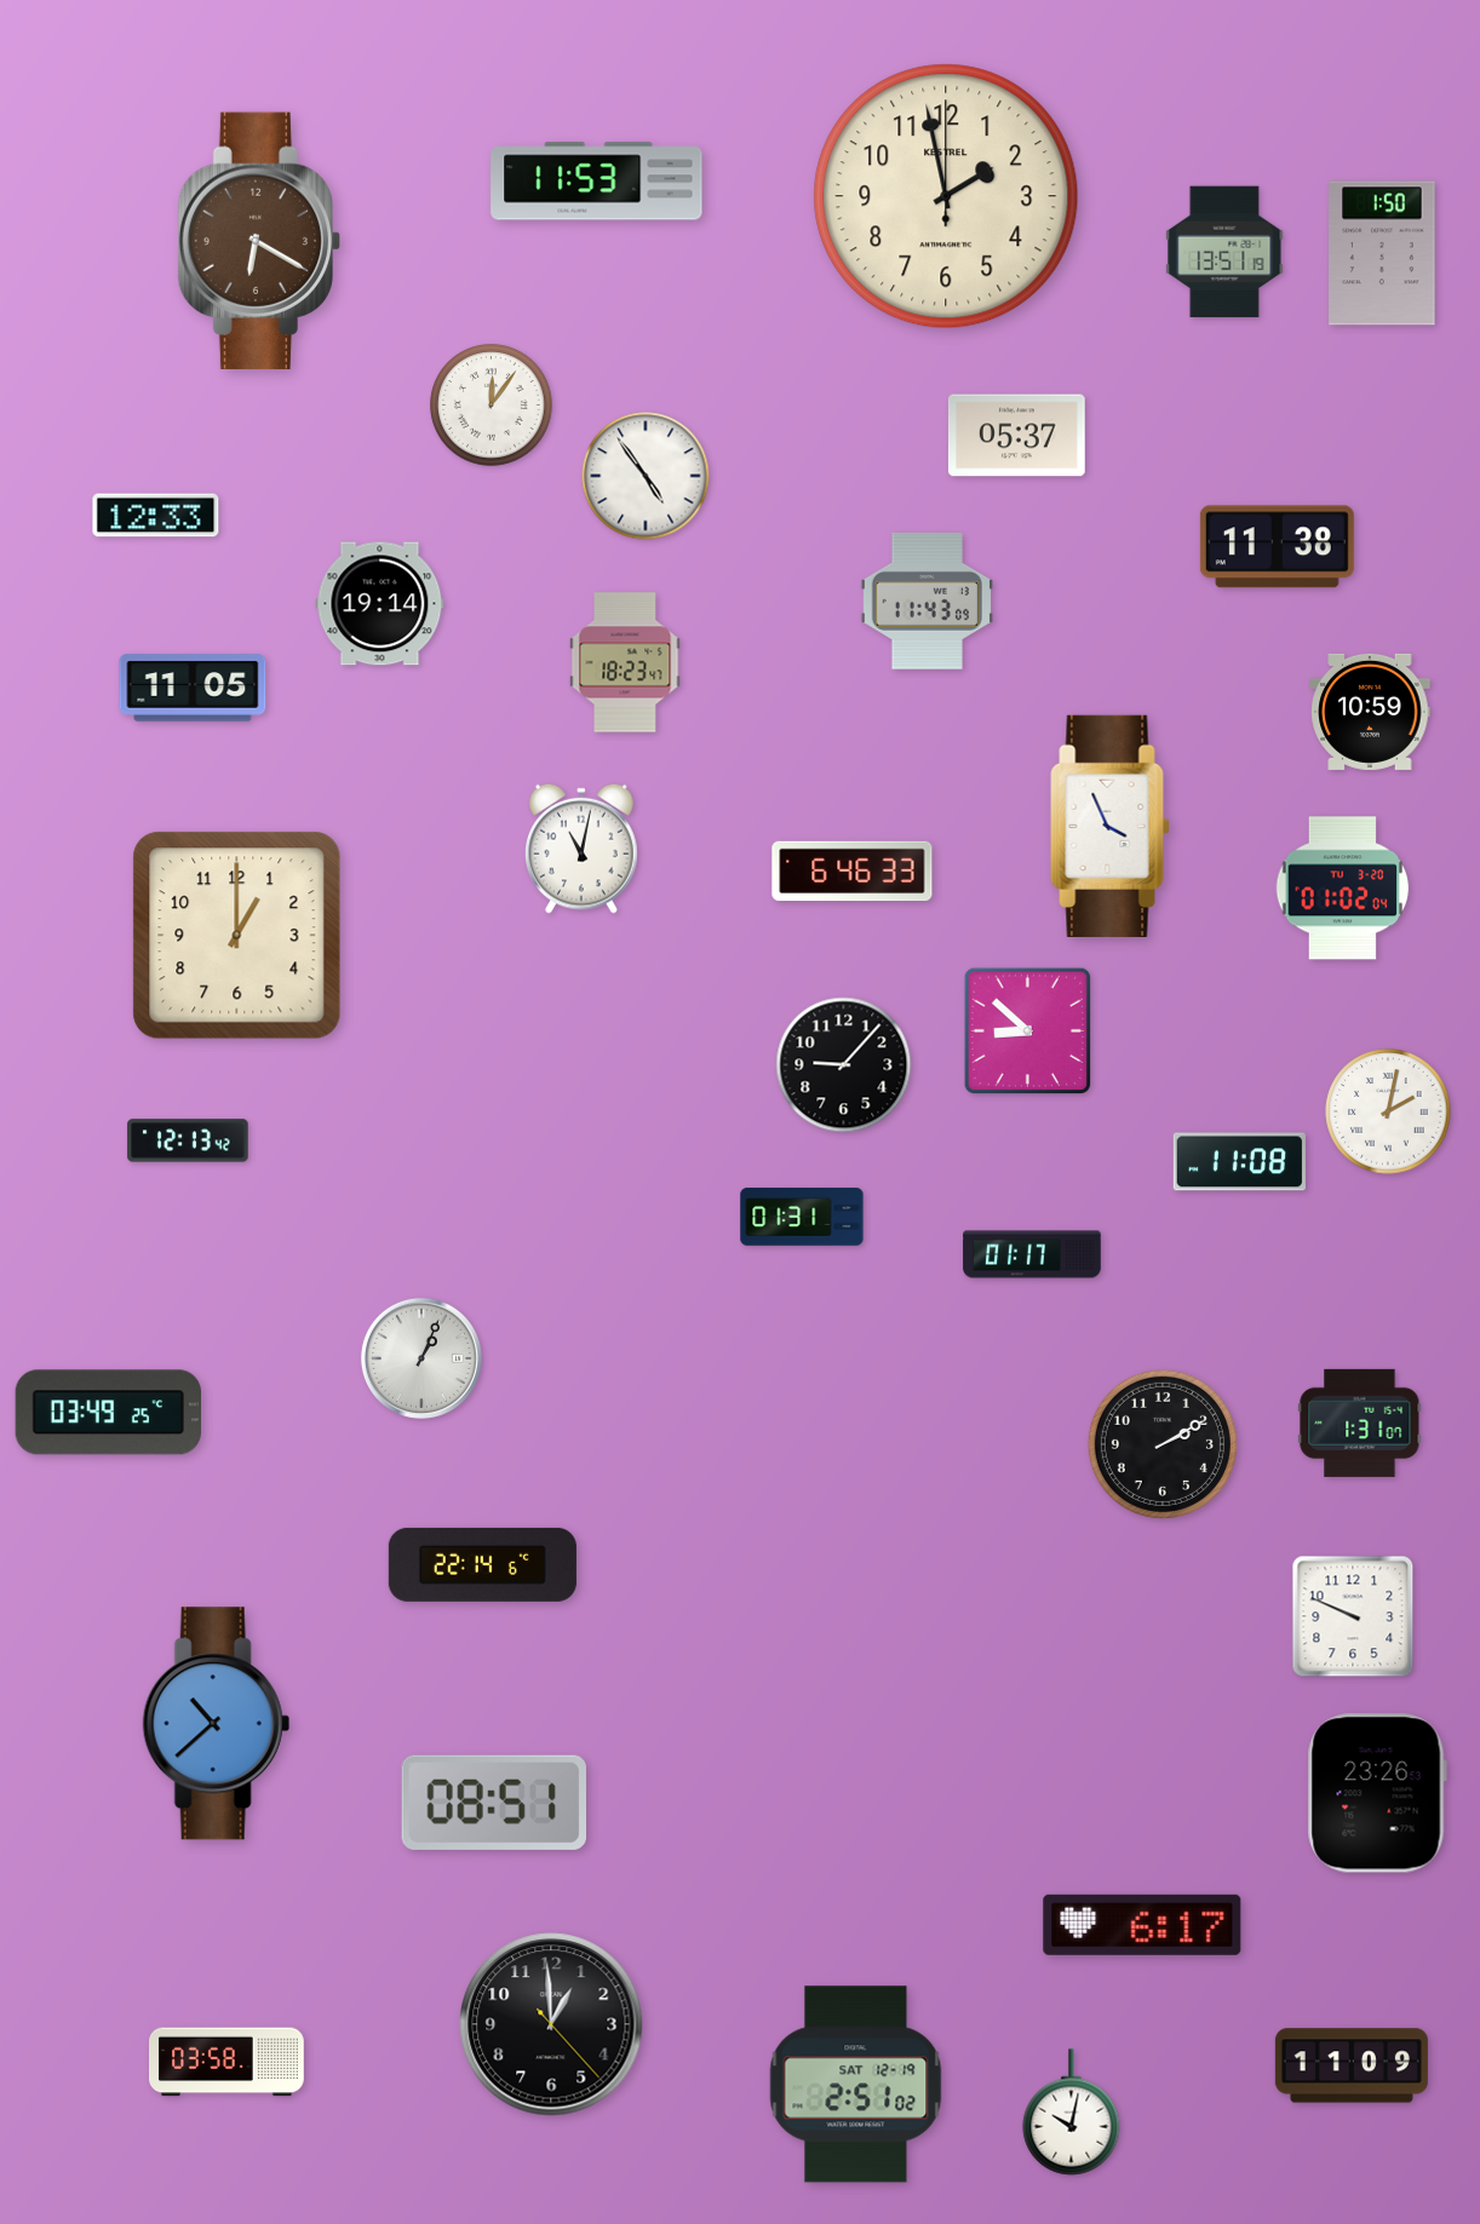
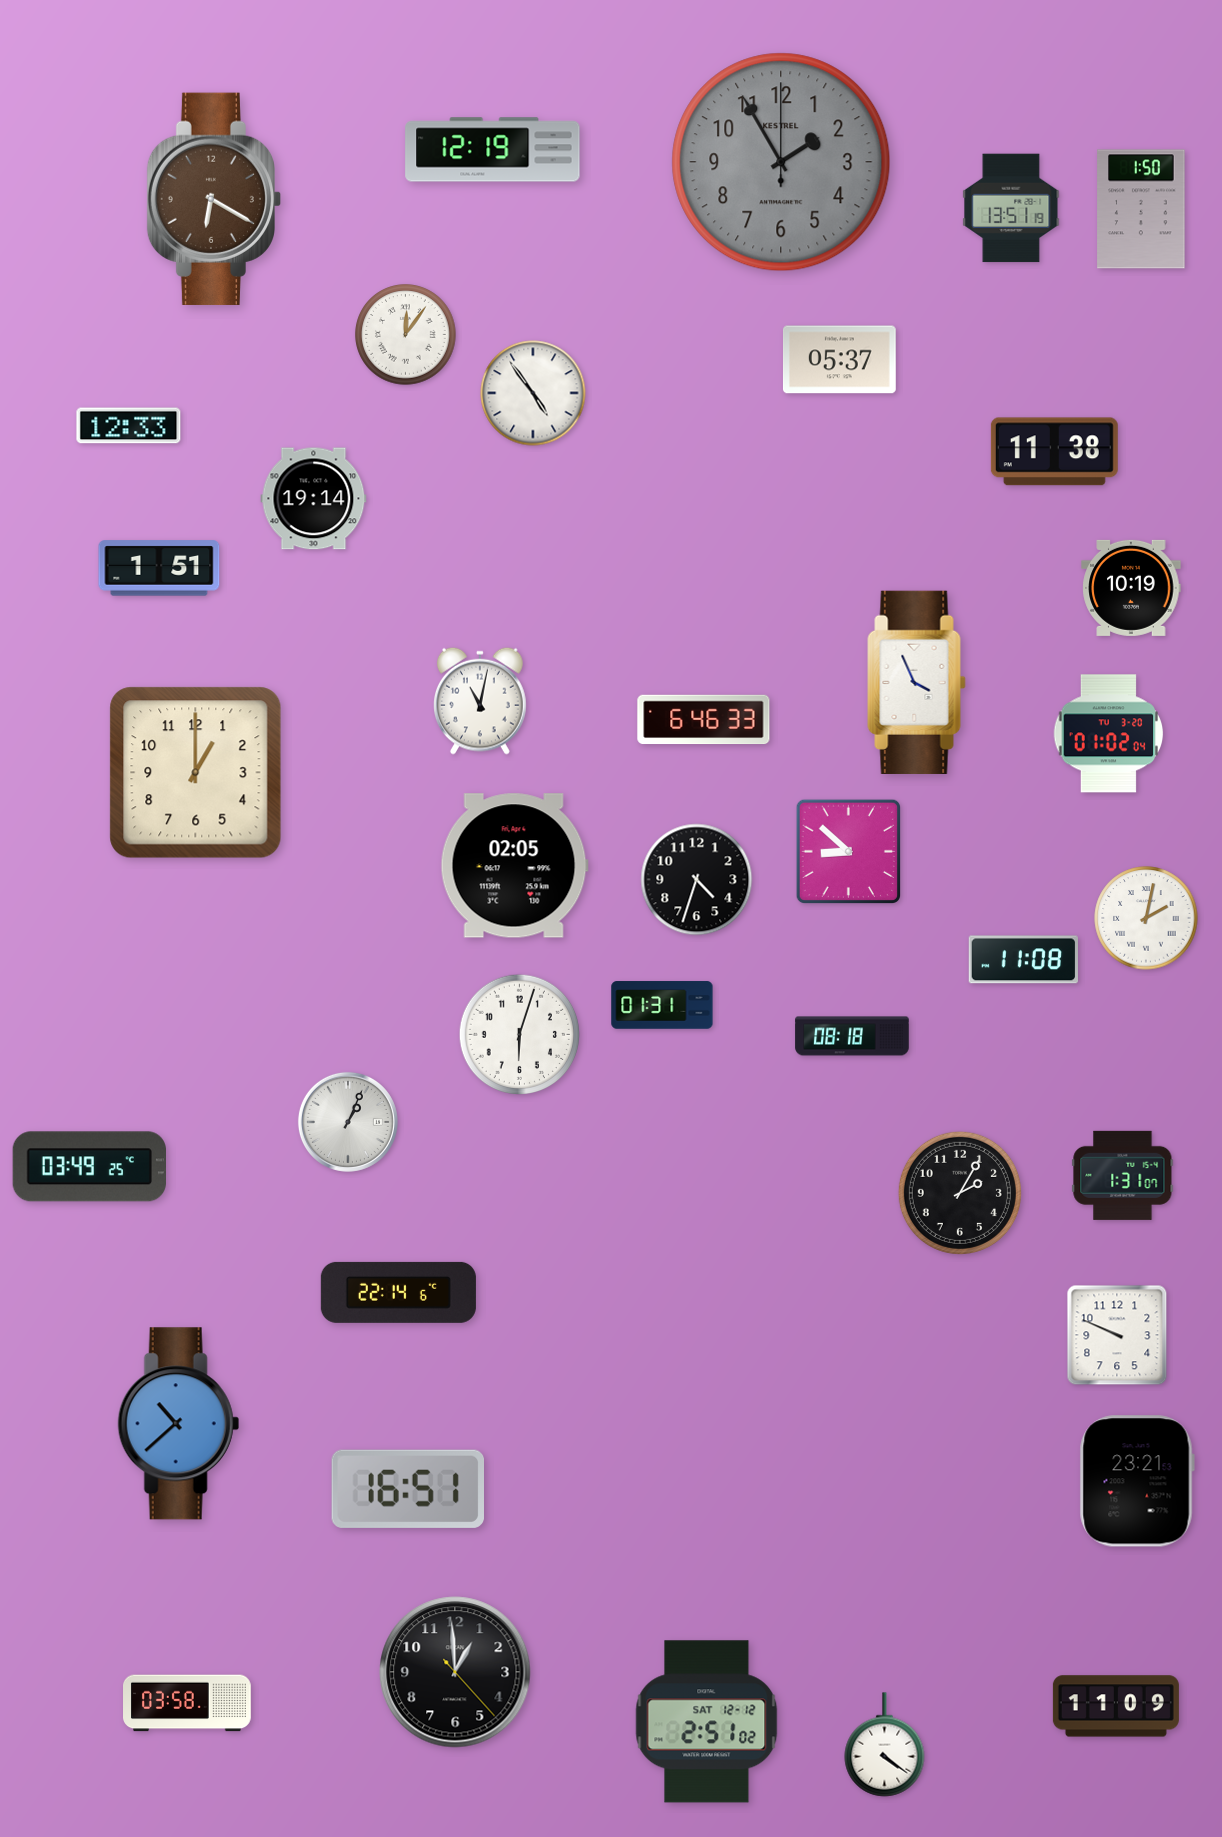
clock at (597, 182): 11:53 -> 12:19
clock at (946, 196): 1:58 -> 1:55
clock at (946, 196) dial: cream -> grey
clock at (927, 600): 11:43 -> none
clock at (625, 662): 18:23 -> none
clock at (193, 688): 11:05 -> 1:51
clock at (1370, 712): 10:59 -> 10:19
clock at (514, 866): none -> 02:05
clock at (844, 1065): 9:07 -> 4:33
clock at (188, 1140): 12:13 -> none
clock at (520, 1035): none -> 6:03
clock at (1032, 1254): 01:17 -> 08:18
clock at (1163, 1444): 2:10 -> 2:05
clock at (1377, 1793): 23:26 -> 23:21
clock at (493, 1803): 08:51 -> 16:51
clock at (1142, 1925): 6:17 -> none
clock at (856, 2085) date: SAT 12-19 -> SAT 12-12
clock at (1072, 2113): 10:02 -> 4:21
